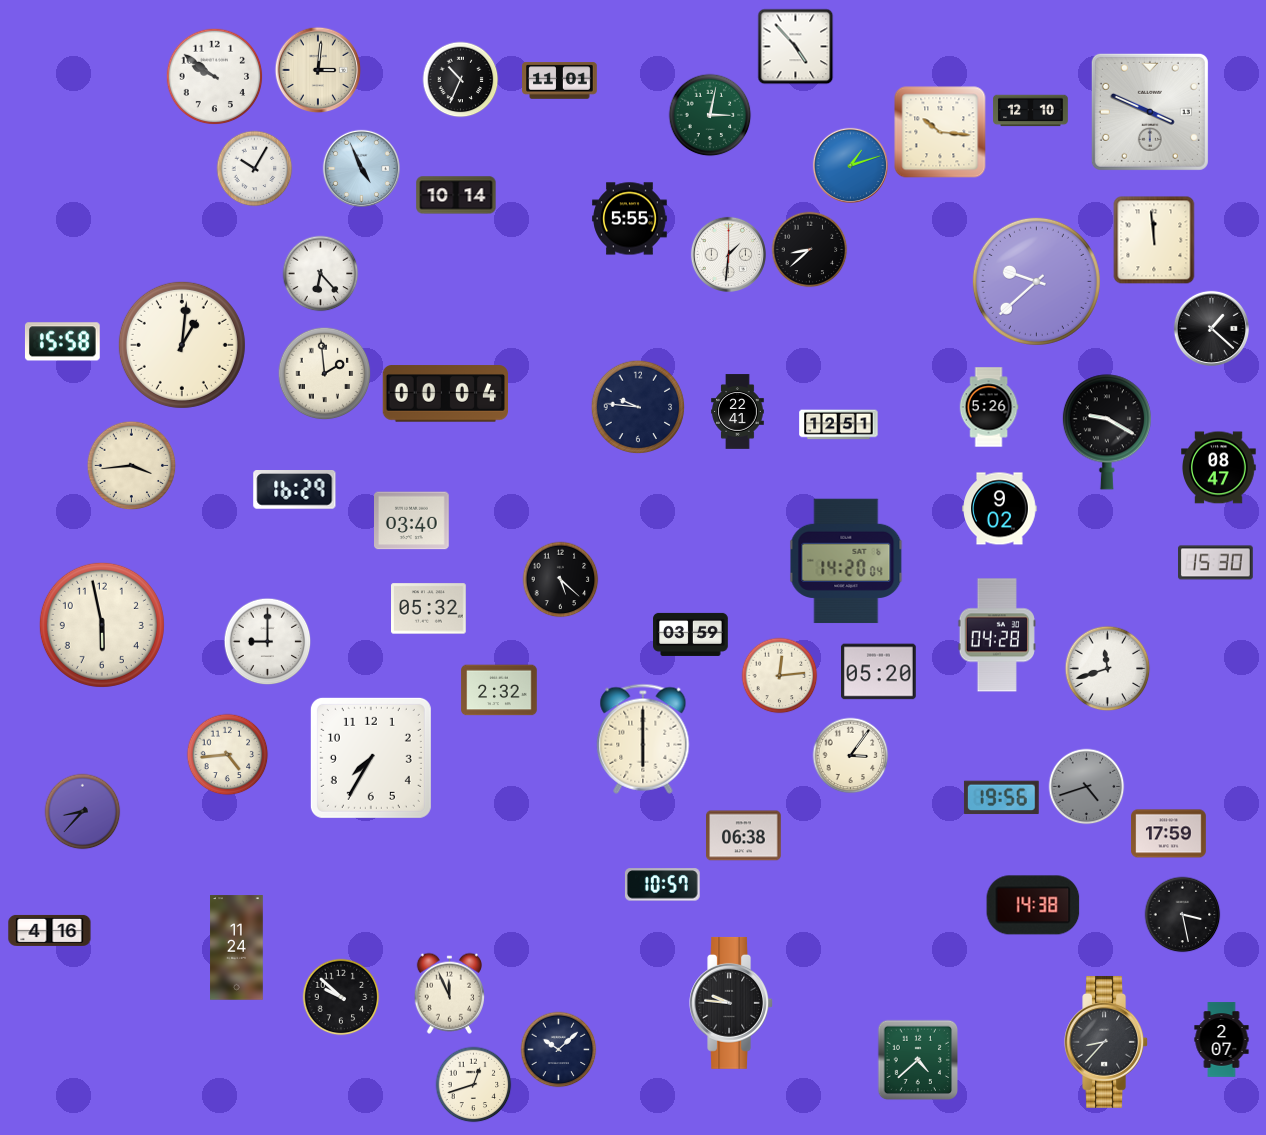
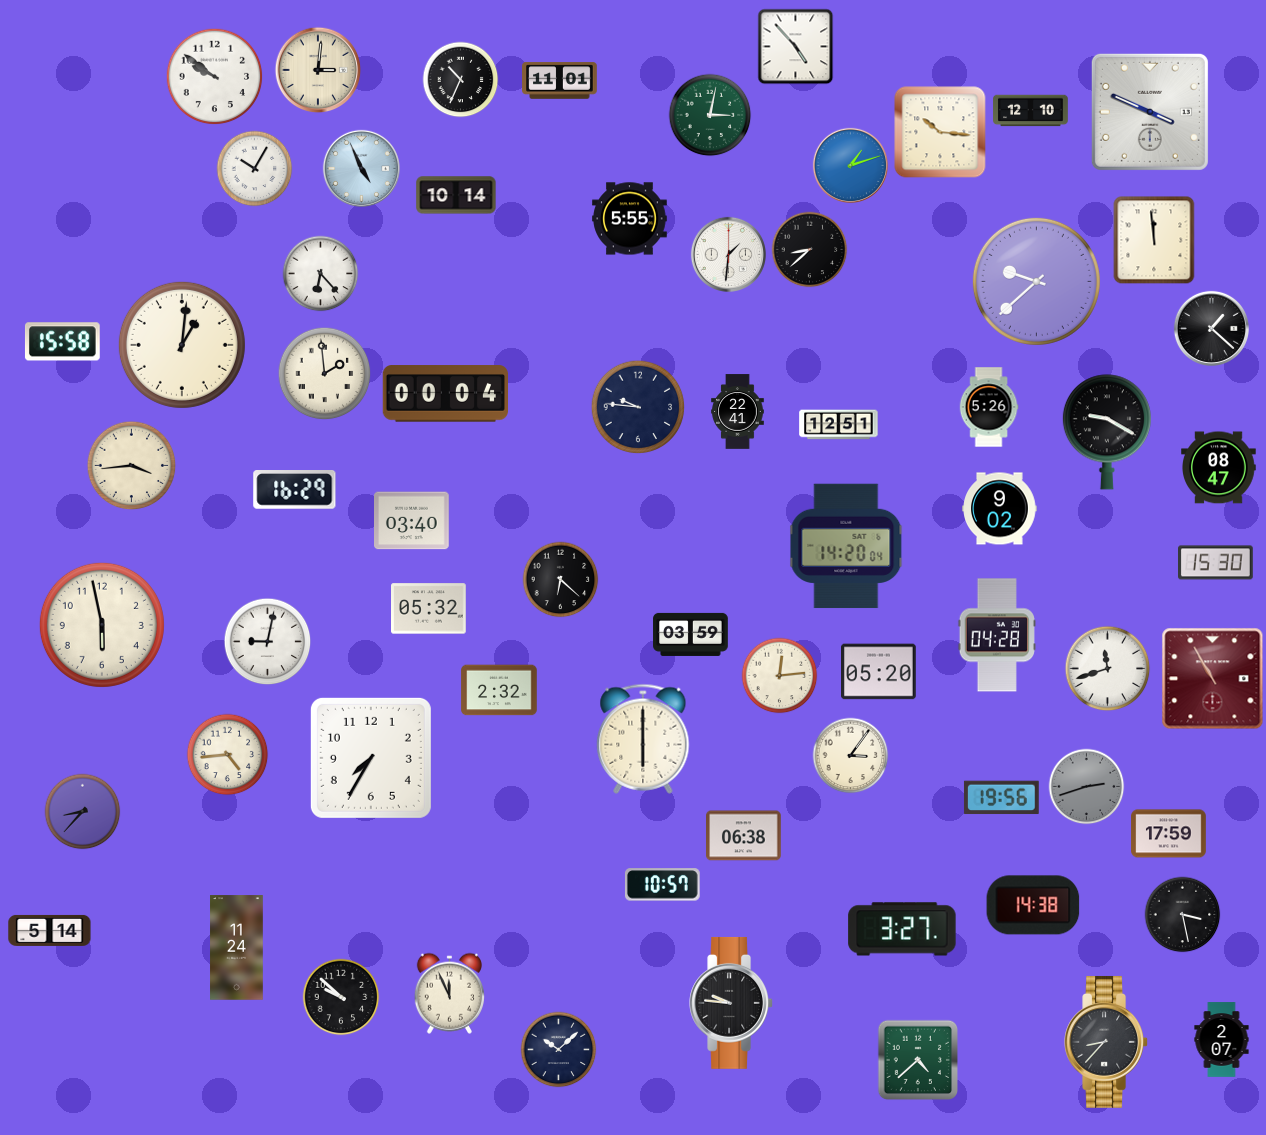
clock at (846, 561) position: (846, 561) -> (846, 546)
clock at (561, 580): 5:22 -> 6:22
clock at (268, 642): 9:00 -> 9:02
clock at (1213, 679): none -> 10:55
clock at (1087, 787): 4:42 -> 2:42
clock at (902, 929): none -> 3:27
clock at (50, 930): 4:16 -> 5:14
clock at (474, 1085): 12:42 -> none
